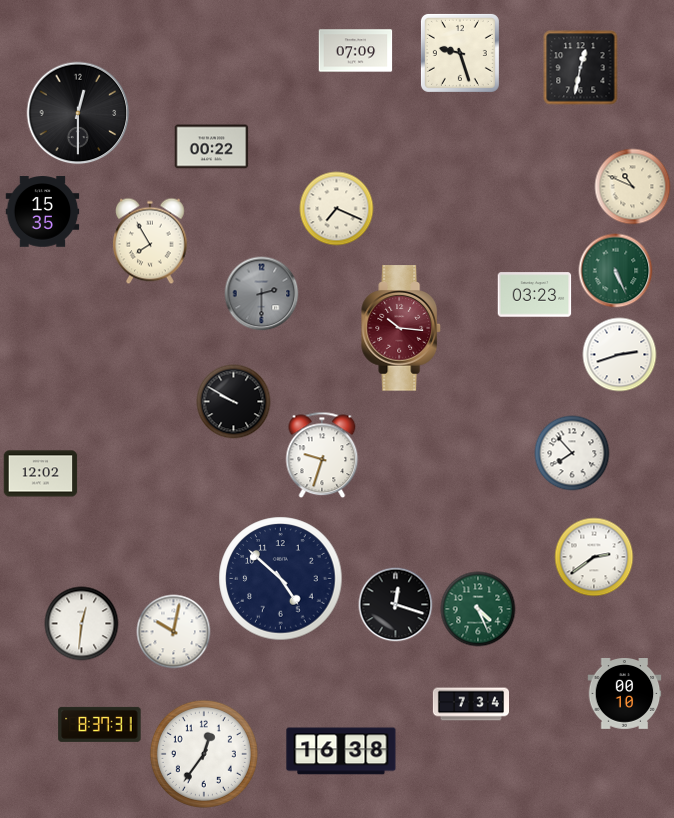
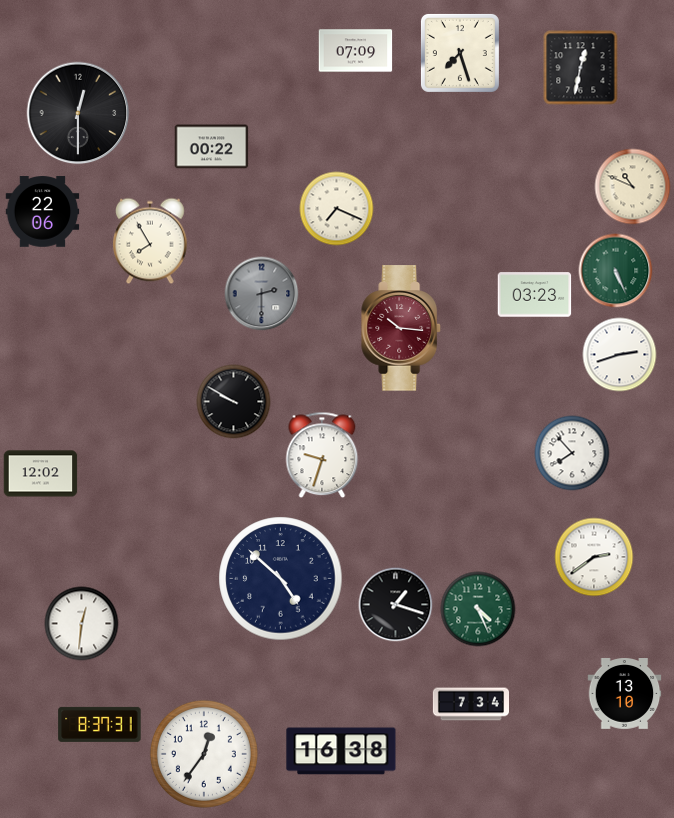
clock at (460, 53): 9:27 -> 7:27
clock at (43, 212): 15:35 -> 22:06
clock at (396, 605): 12:18 -> 1:18
clock at (174, 632): 10:02 -> none
clock at (625, 694): 00:10 -> 13:10
